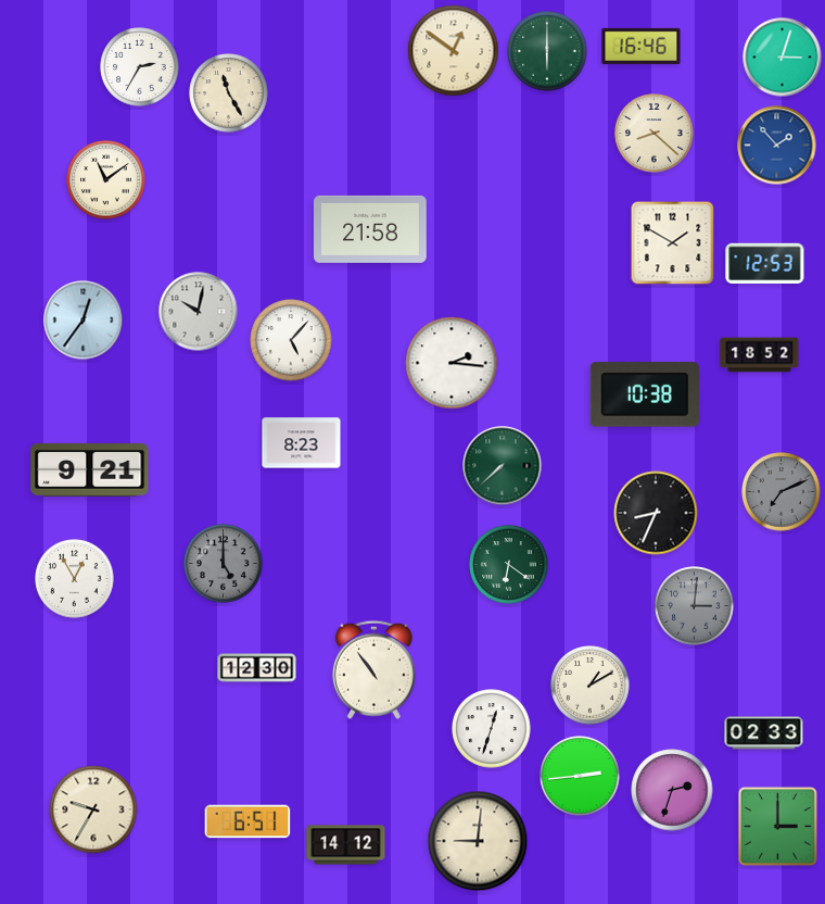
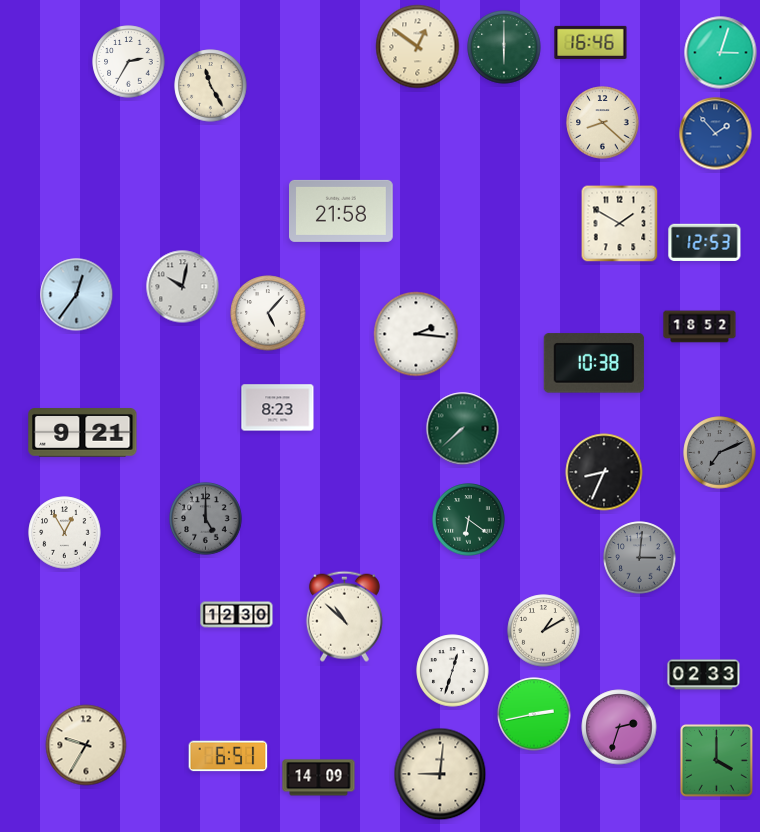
clock at (106, 180): 11:09 -> none
clock at (75, 579) position: (75, 579) -> (65, 533)
clock at (373, 669): 10:54 -> 10:52
clock at (580, 776): 2:44 -> 2:43
clock at (777, 826): 3:00 -> 4:00
clock at (346, 845): 14:12 -> 14:09
